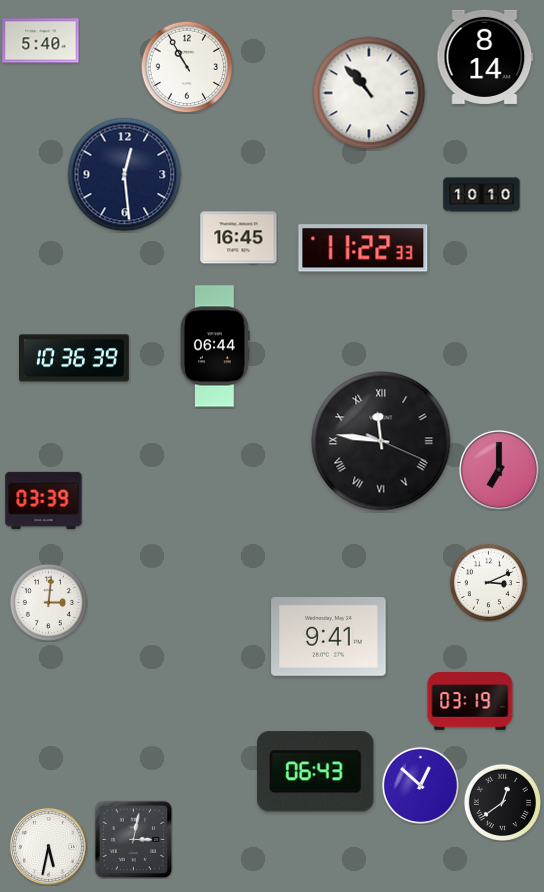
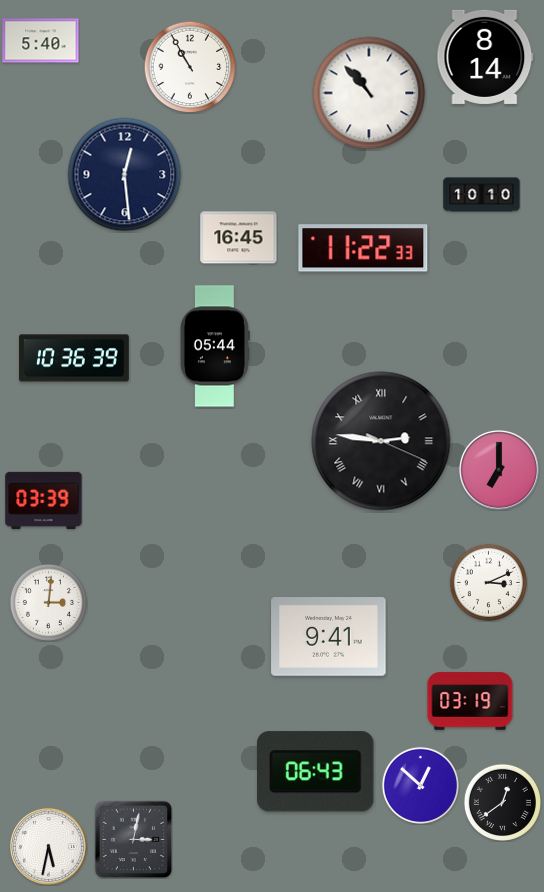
clock at (187, 67) position: (187, 67) -> (190, 67)
clock at (215, 346): 06:44 -> 05:44
clock at (381, 441): 11:46 -> 2:46
